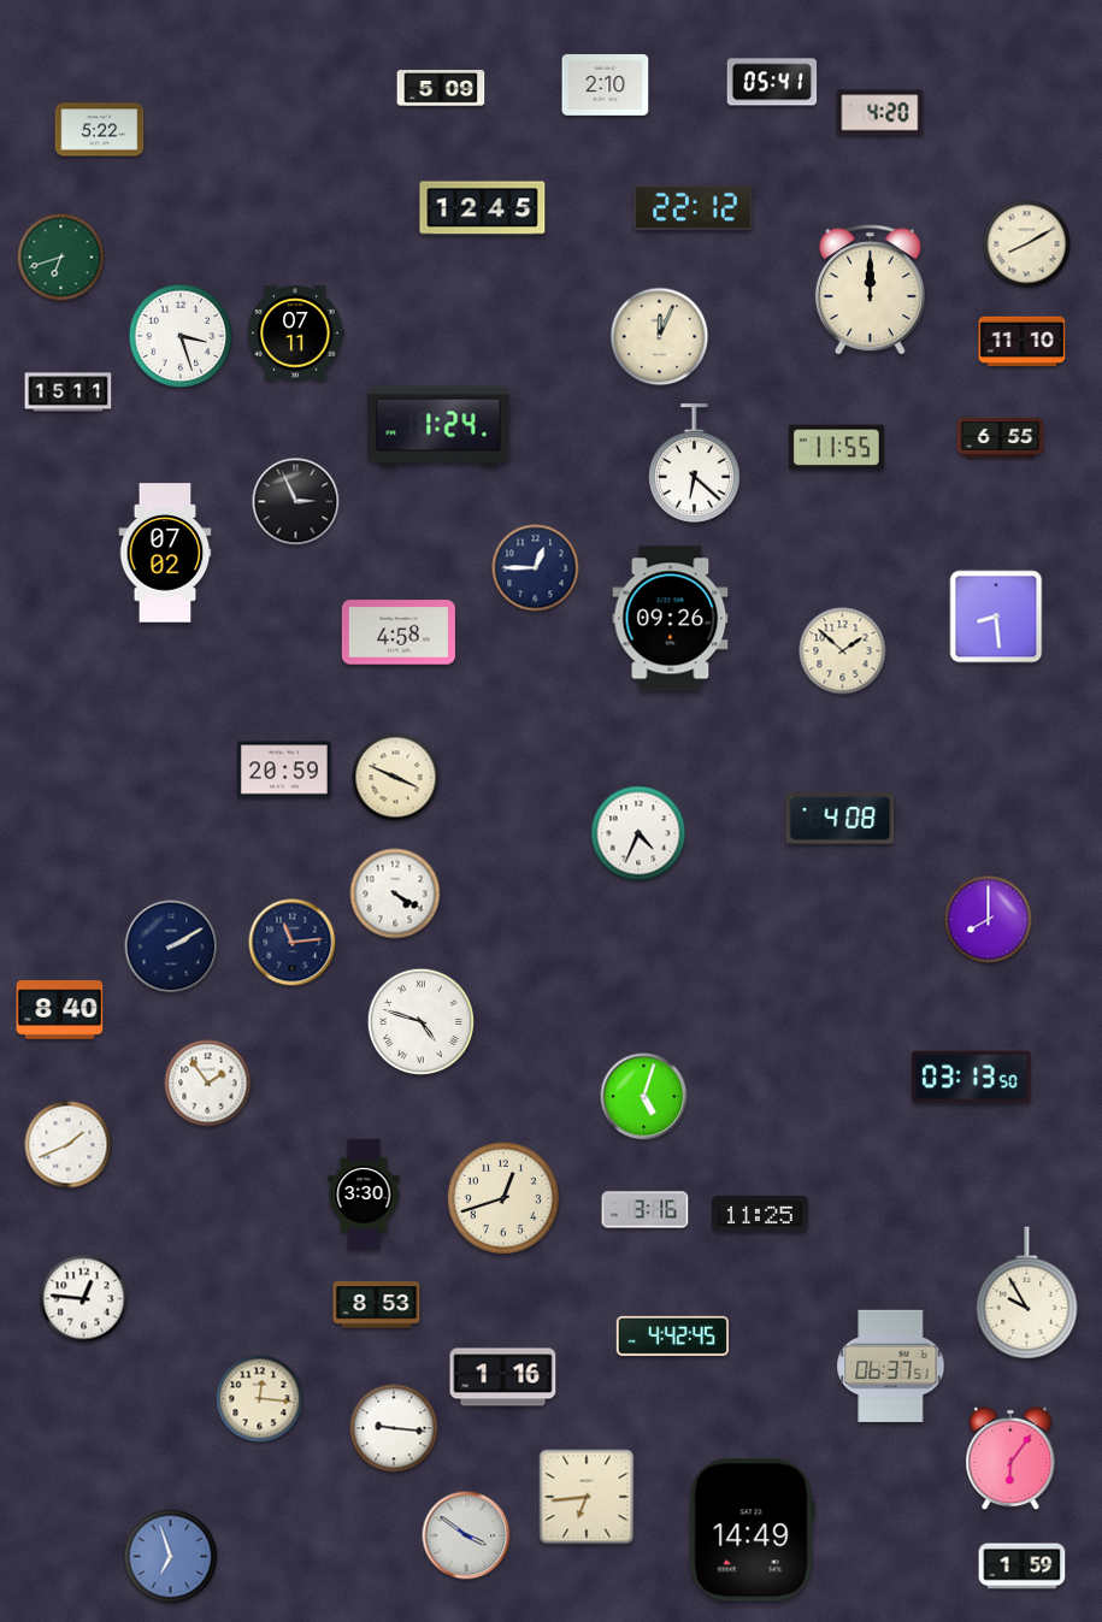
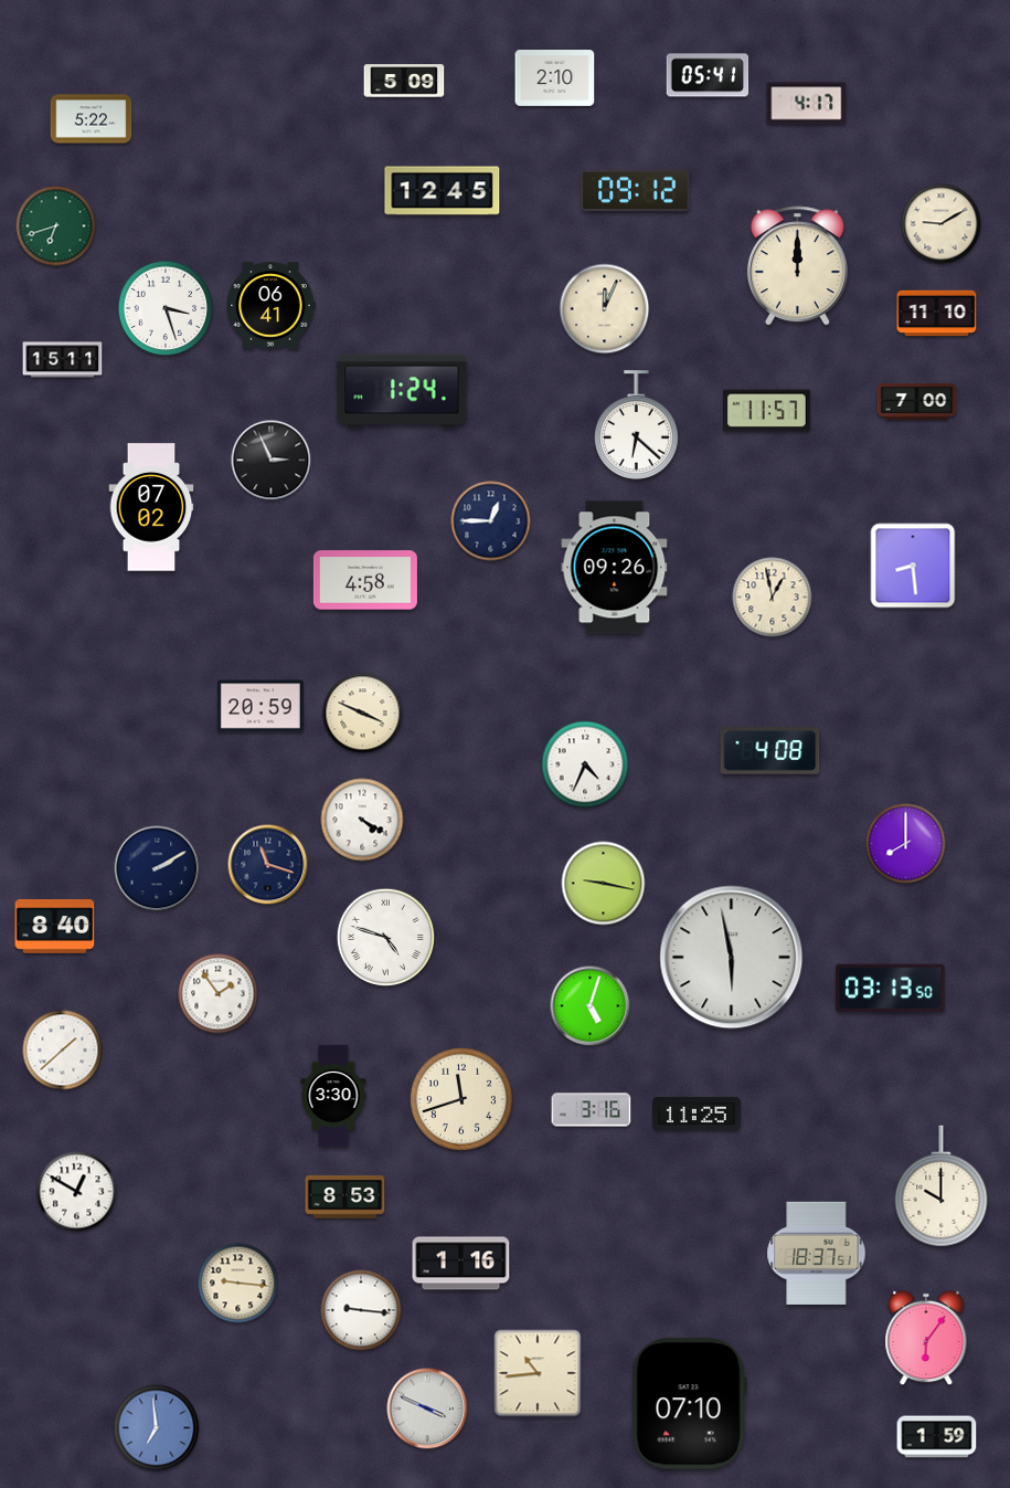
clock at (880, 113): 4:20 -> 4:17
clock at (694, 207): 22:12 -> 09:12
clock at (1027, 244): 8:10 -> 9:10
clock at (61, 258) position: (61, 258) -> (56, 226)
clock at (295, 334): 07:11 -> 06:41
clock at (1001, 437): 6:55 -> 7:00
clock at (837, 448): 11:55 -> 11:57
clock at (843, 651): 1:52 -> 12:58
clock at (293, 943): 11:14 -> 11:18
clock at (604, 884): none -> 9:17
clock at (732, 958): none -> 5:58
clock at (208, 1084) position: (208, 1084) -> (219, 994)
clock at (69, 1145): 1:41 -> 1:38
clock at (503, 1198): 12:42 -> 11:42
clock at (1027, 1293): 9:55 -> 10:00
clock at (84, 1299): 12:46 -> 12:50
clock at (672, 1335): 4:42 -> none
clock at (891, 1366): 06:37 -> 18:37
clock at (260, 1399): 12:16 -> 9:16
clock at (587, 1497): 6:44 -> 10:44
clock at (752, 1530): 14:49 -> 07:10
clock at (466, 1535): 3:51 -> 3:49
clock at (171, 1557): 6:57 -> 6:59
